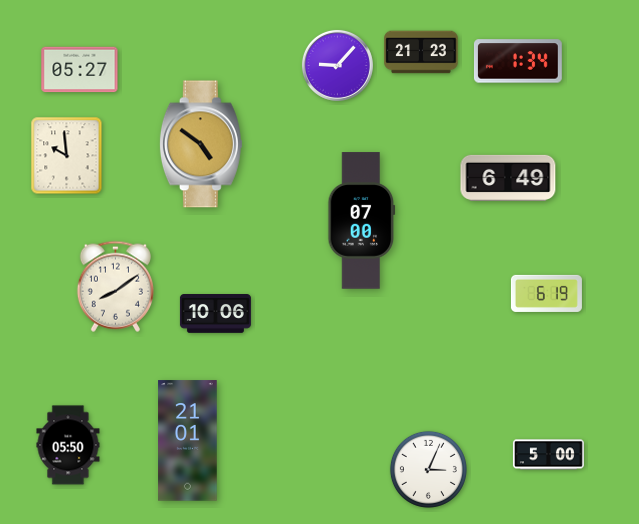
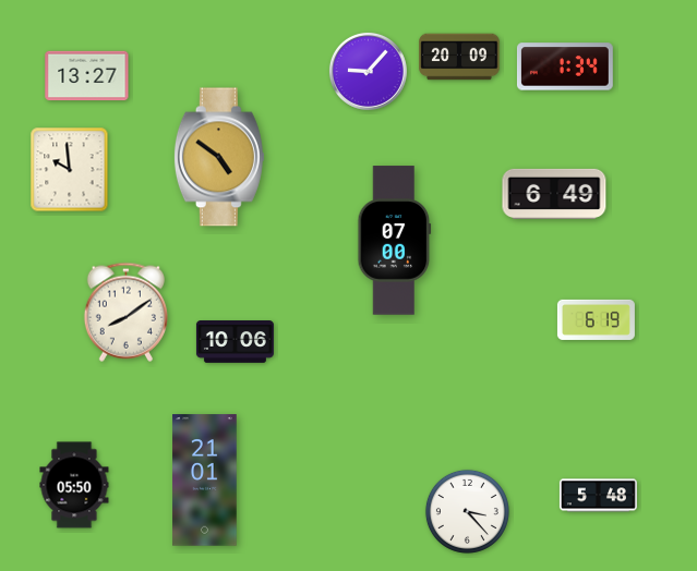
clock at (421, 52): 21:23 -> 20:09
clock at (80, 70): 05:27 -> 13:27
clock at (67, 156) position: (67, 156) -> (70, 170)
clock at (548, 455): 5:00 -> 5:48
clock at (428, 469): 3:04 -> 3:23
